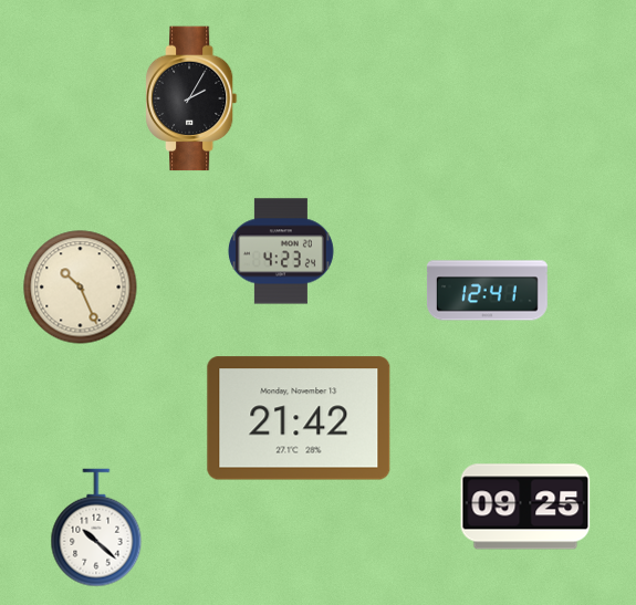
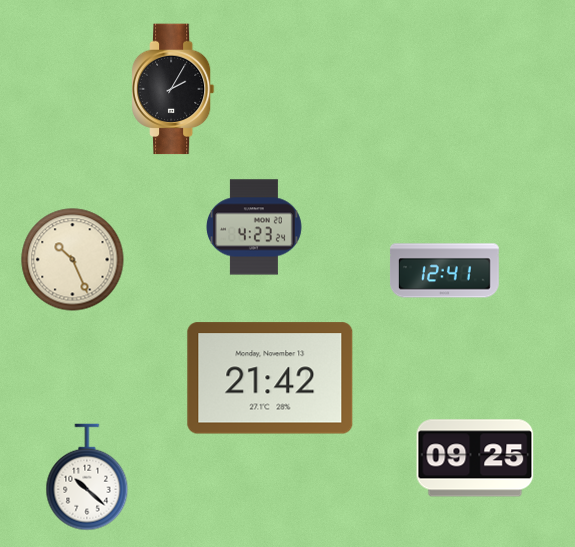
clock at (487, 291) position: (487, 291) -> (444, 271)
